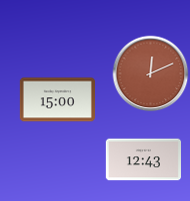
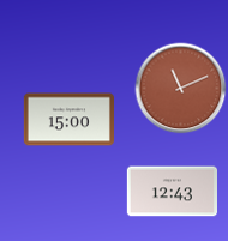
clock at (151, 74): 12:11 -> 11:11
